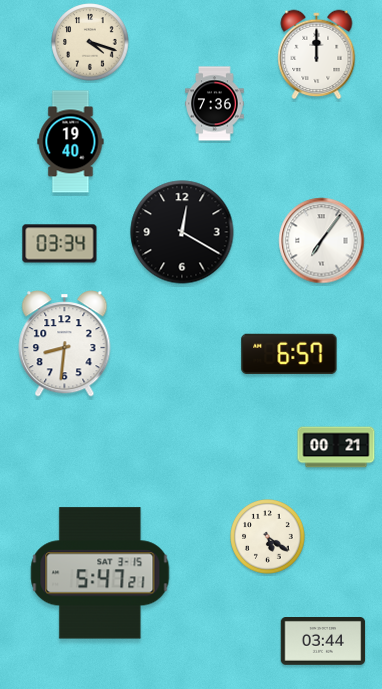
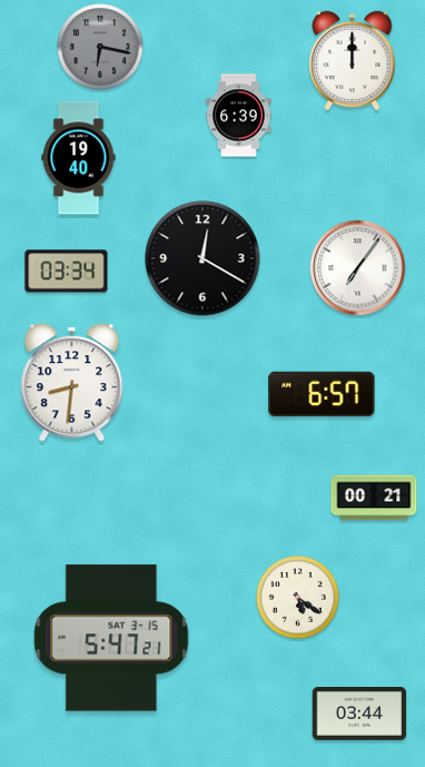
clock at (90, 42): 4:18 -> 6:17
clock at (90, 42) dial: cream -> grey
clock at (215, 104): 7:36 -> 6:39
